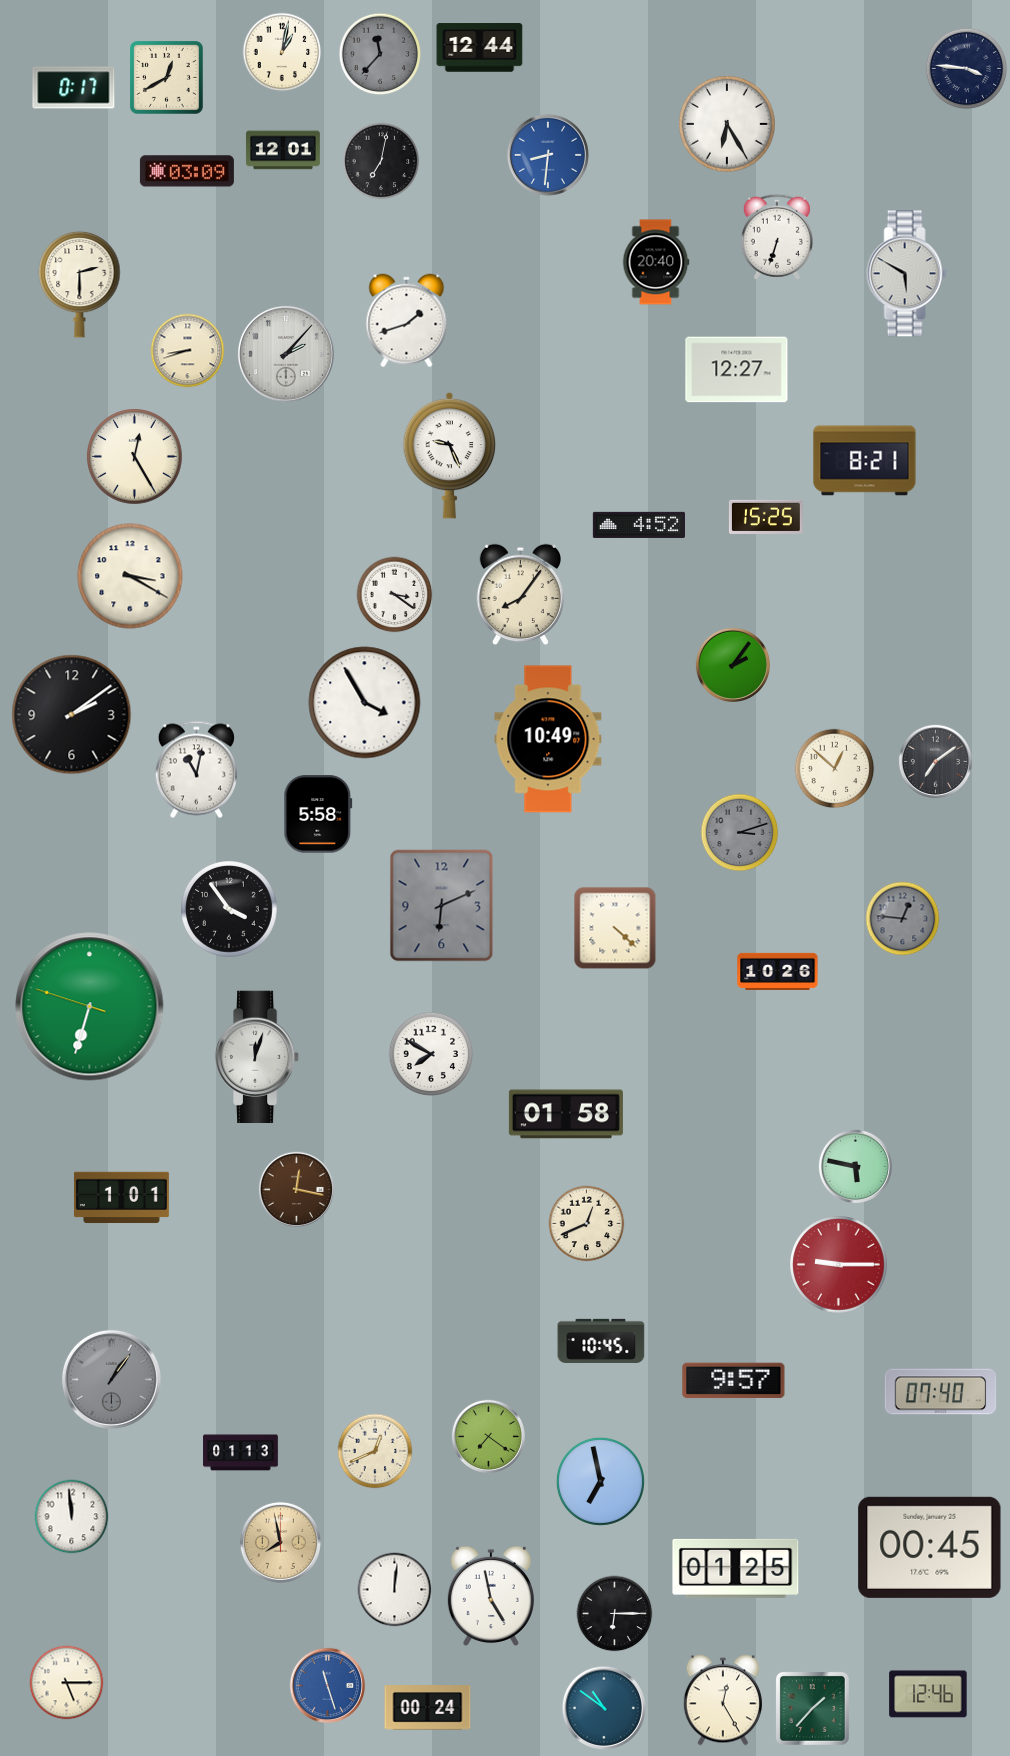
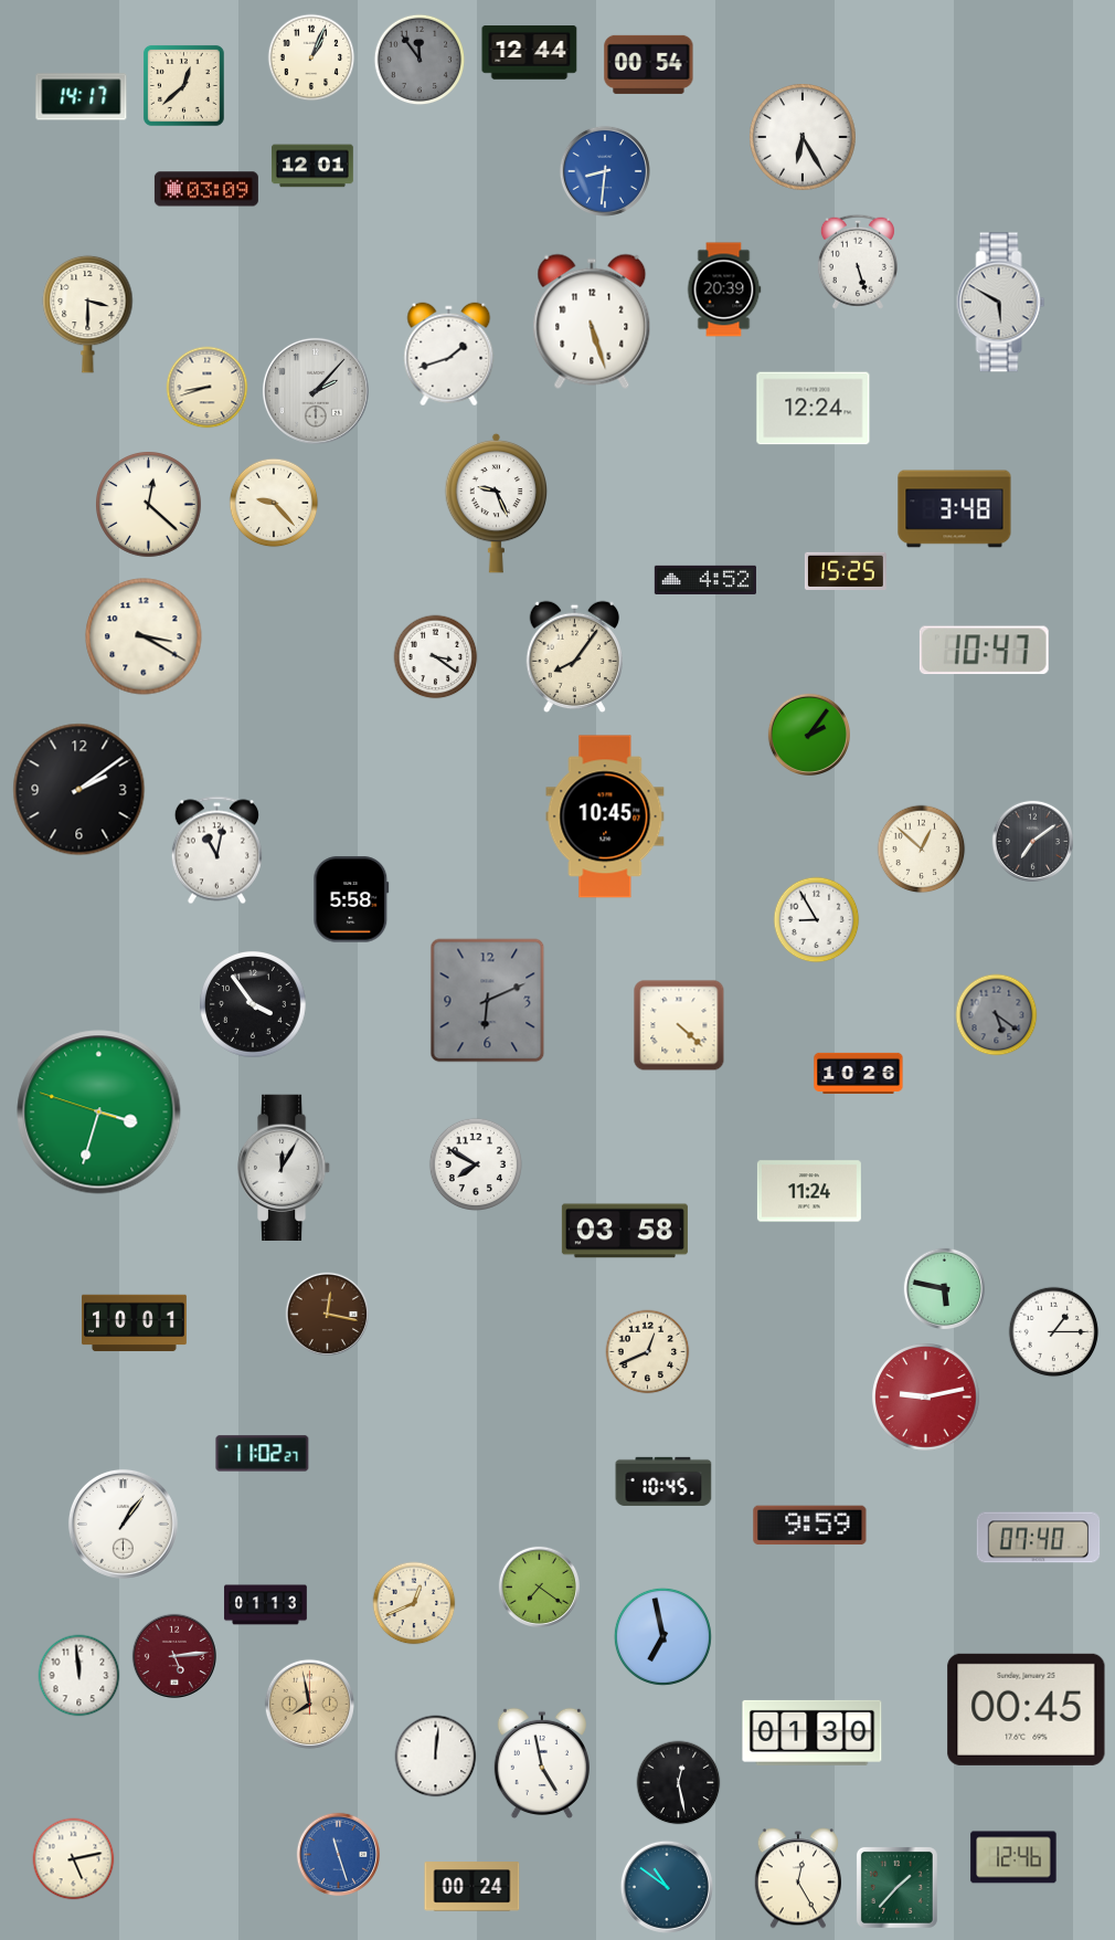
clock at (282, 52): 1:02 -> 1:04
clock at (380, 54): 11:37 -> 11:54
clock at (649, 64): none -> 00:54
clock at (967, 69): 3:46 -> none
clock at (166, 77): 12:40 -> 12:38
clock at (74, 88): 0:17 -> 14:17
clock at (381, 161): 7:02 -> none
clock at (777, 237): 6:33 -> 5:27
clock at (656, 262): 20:40 -> 20:39
clock at (80, 284): 2:30 -> 3:30
clock at (592, 321): none -> 5:27
clock at (737, 370): 12:27 -> 12:24
clock at (274, 503): none -> 9:23
clock at (135, 457): 12:25 -> 12:22
clock at (865, 461): 8:21 -> 3:48
clock at (984, 651): none -> 10:47
clock at (365, 703): 3:55 -> none
clock at (548, 739): 10:49 -> 10:45
clock at (740, 833): 3:12 -> 8:55
clock at (740, 833) dial: grey -> white
clock at (903, 919): 12:46 -> 5:21
clock at (90, 1007): 6:32 -> 3:32
clock at (257, 1057): 12:03 -> 12:05
clock at (809, 1191): none -> 11:24
clock at (566, 1114): 01:58 -> 03:58
clock at (121, 1198): 1:01 -> 10:01
clock at (1054, 1332): none -> 1:15
clock at (839, 1265): 9:15 -> 9:13
clock at (263, 1454): none -> 11:02
clock at (111, 1379) dial: grey -> white
clock at (734, 1381): 9:57 -> 9:59
clock at (173, 1655): none -> 5:14
clock at (736, 1568): 01:25 -> 01:30
clock at (615, 1614): 6:15 -> 12:28
clock at (67, 1683): 5:15 -> 5:13
clock at (327, 1685) position: (327, 1685) -> (338, 1854)
clock at (928, 1694) position: (928, 1694) -> (1013, 1857)
